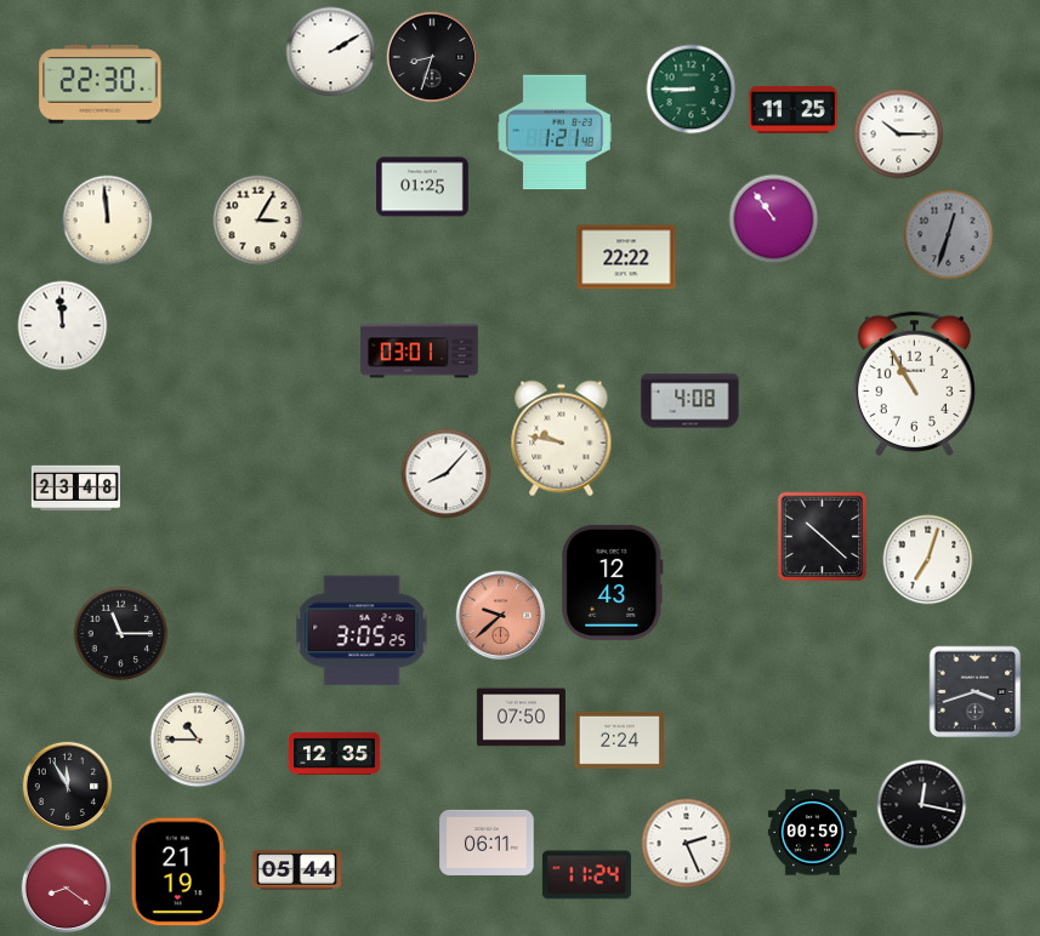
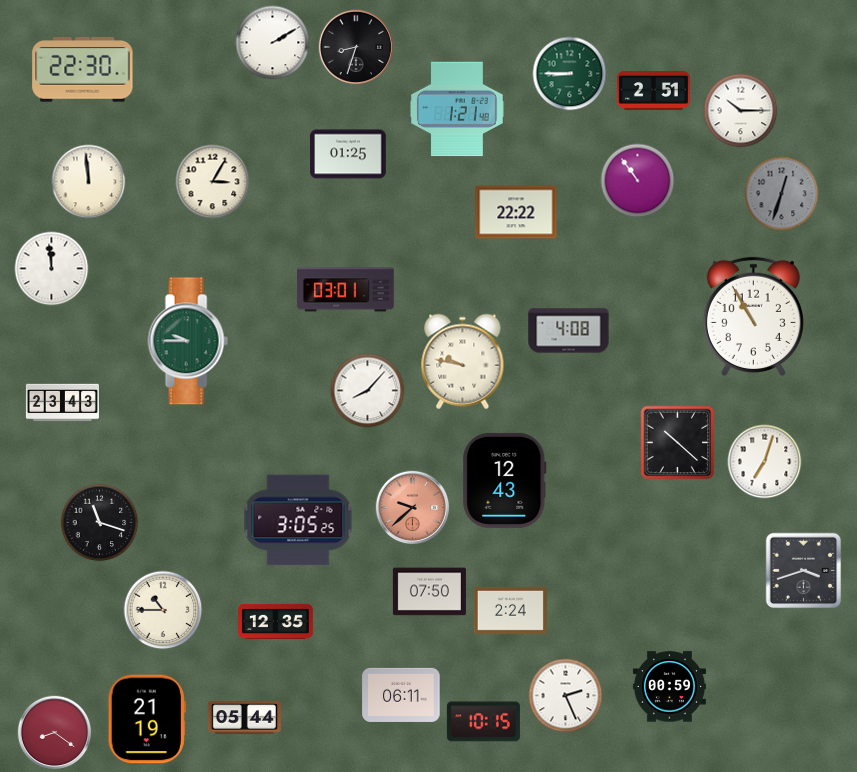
clock at (792, 110): 11:25 -> 2:51
clock at (188, 341): none -> 9:45
clock at (75, 489): 23:48 -> 23:43
clock at (121, 634): 11:15 -> 11:18
clock at (68, 787): 11:55 -> none
clock at (922, 805): 12:17 -> none
clock at (586, 875): 11:24 -> 10:15
